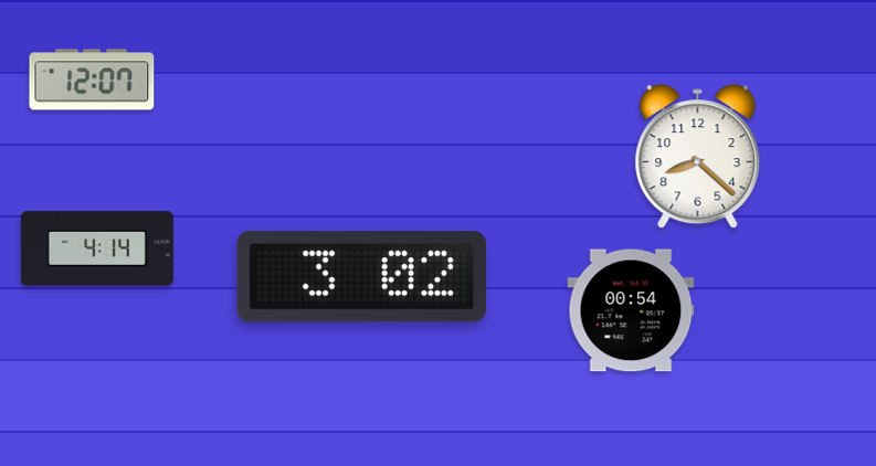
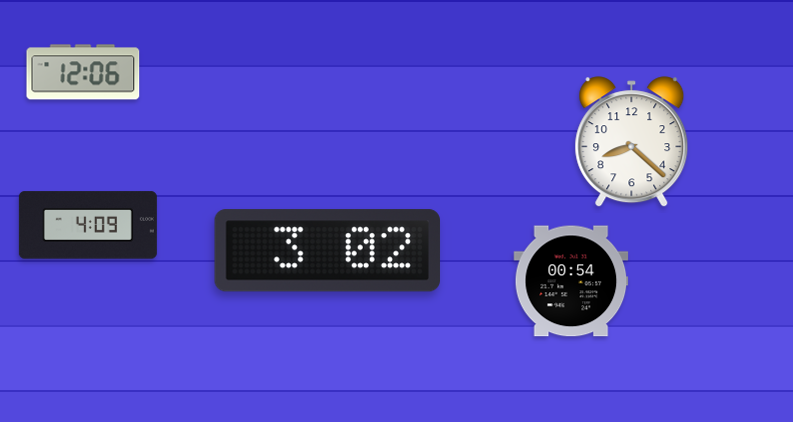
clock at (92, 80): 12:07 -> 12:06
clock at (97, 248): 4:14 -> 4:09
